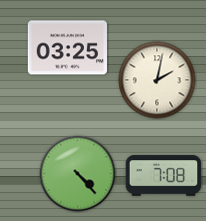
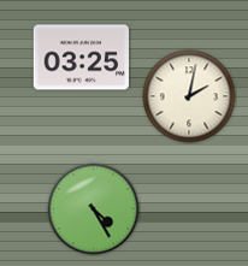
clock at (78, 174): 4:23 -> 4:25
clock at (164, 176): 7:08 -> none
